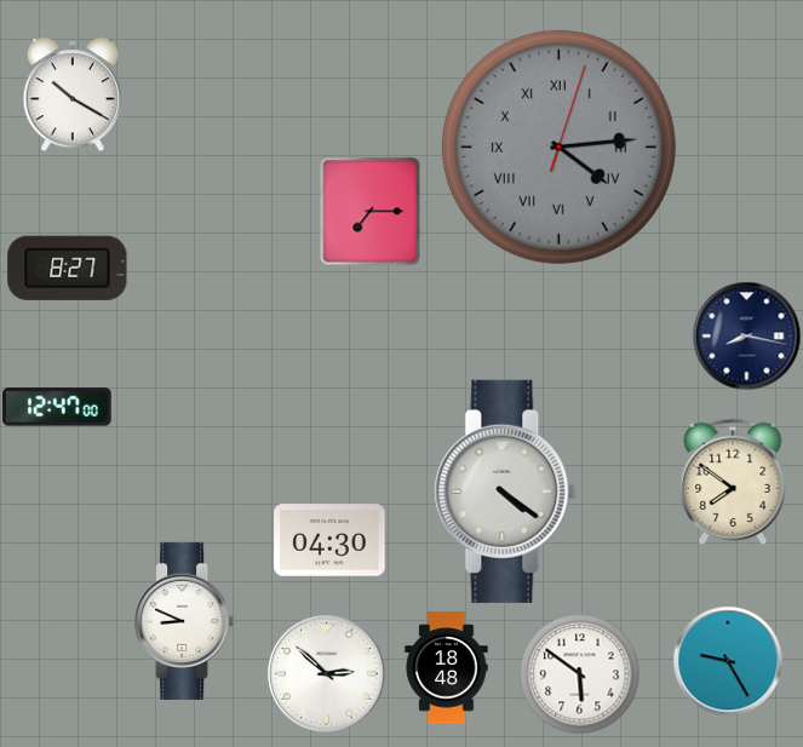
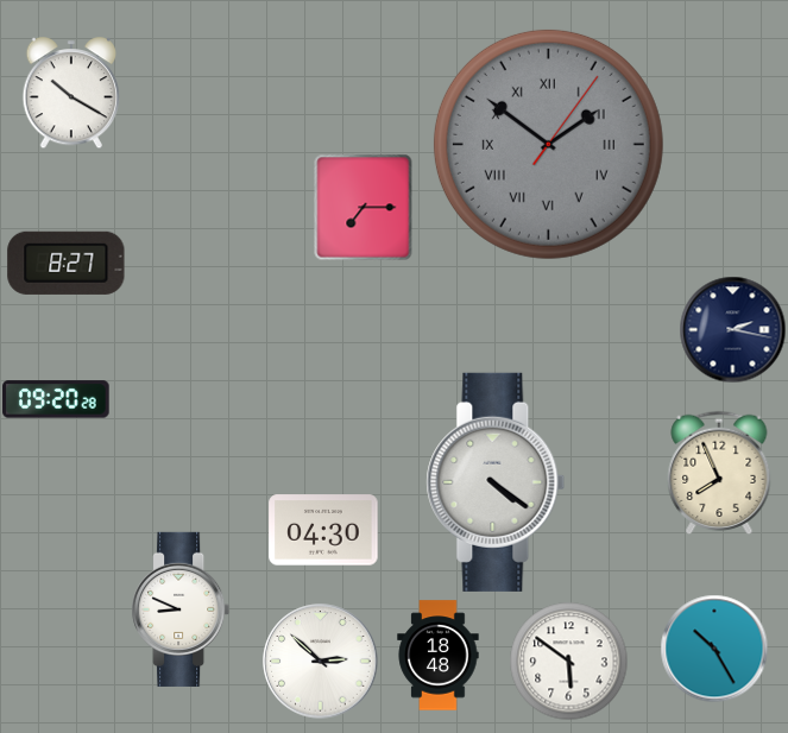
clock at (558, 146): 4:14 -> 1:51
clock at (746, 335): 8:17 -> 2:17
clock at (57, 407): 12:47 -> 09:20
clock at (733, 482): 7:51 -> 7:56
clock at (728, 661): 9:25 -> 10:25
